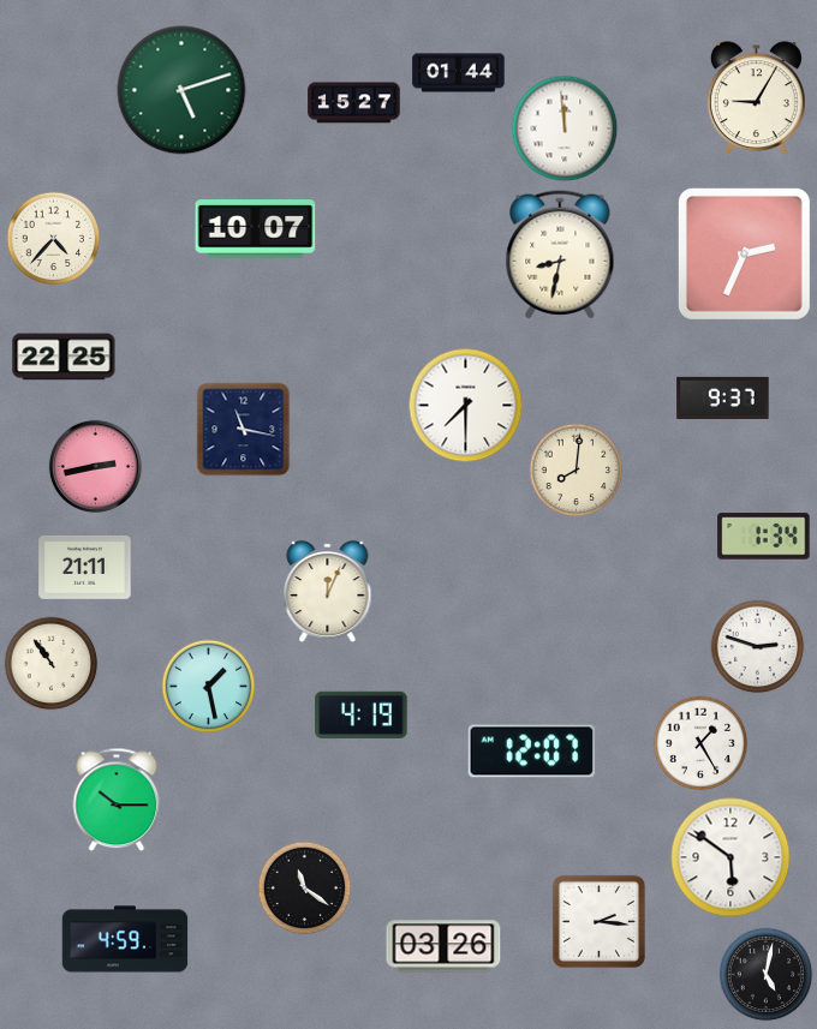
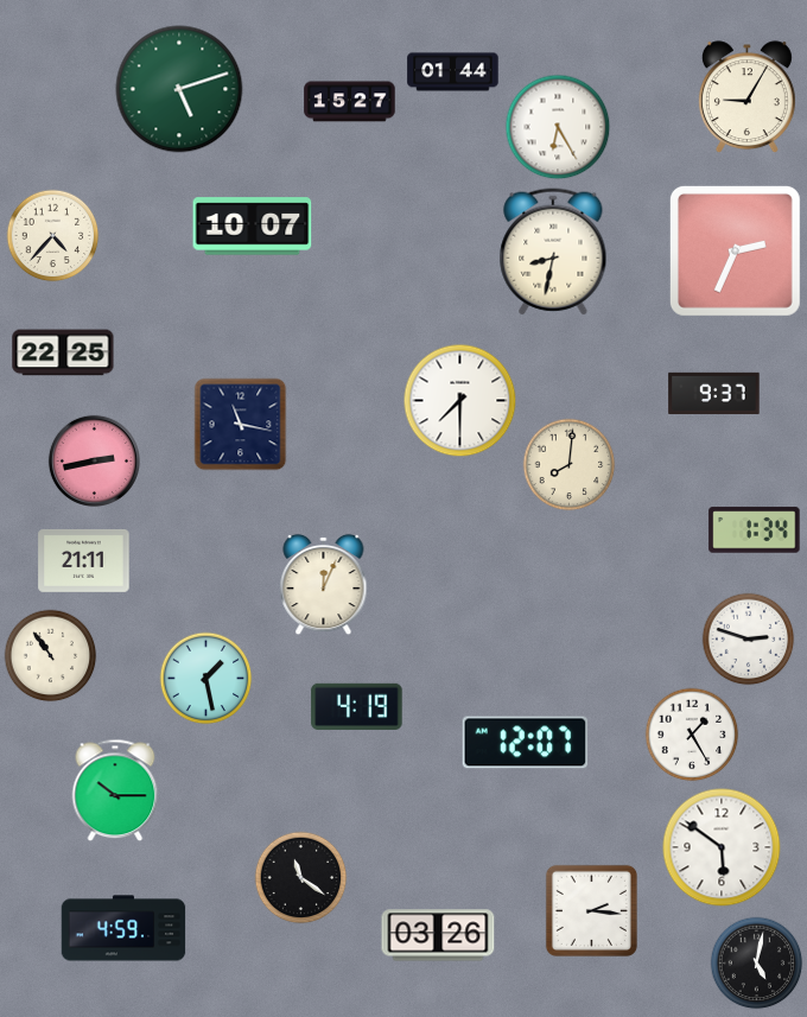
clock at (565, 128): 11:59 -> 6:25
